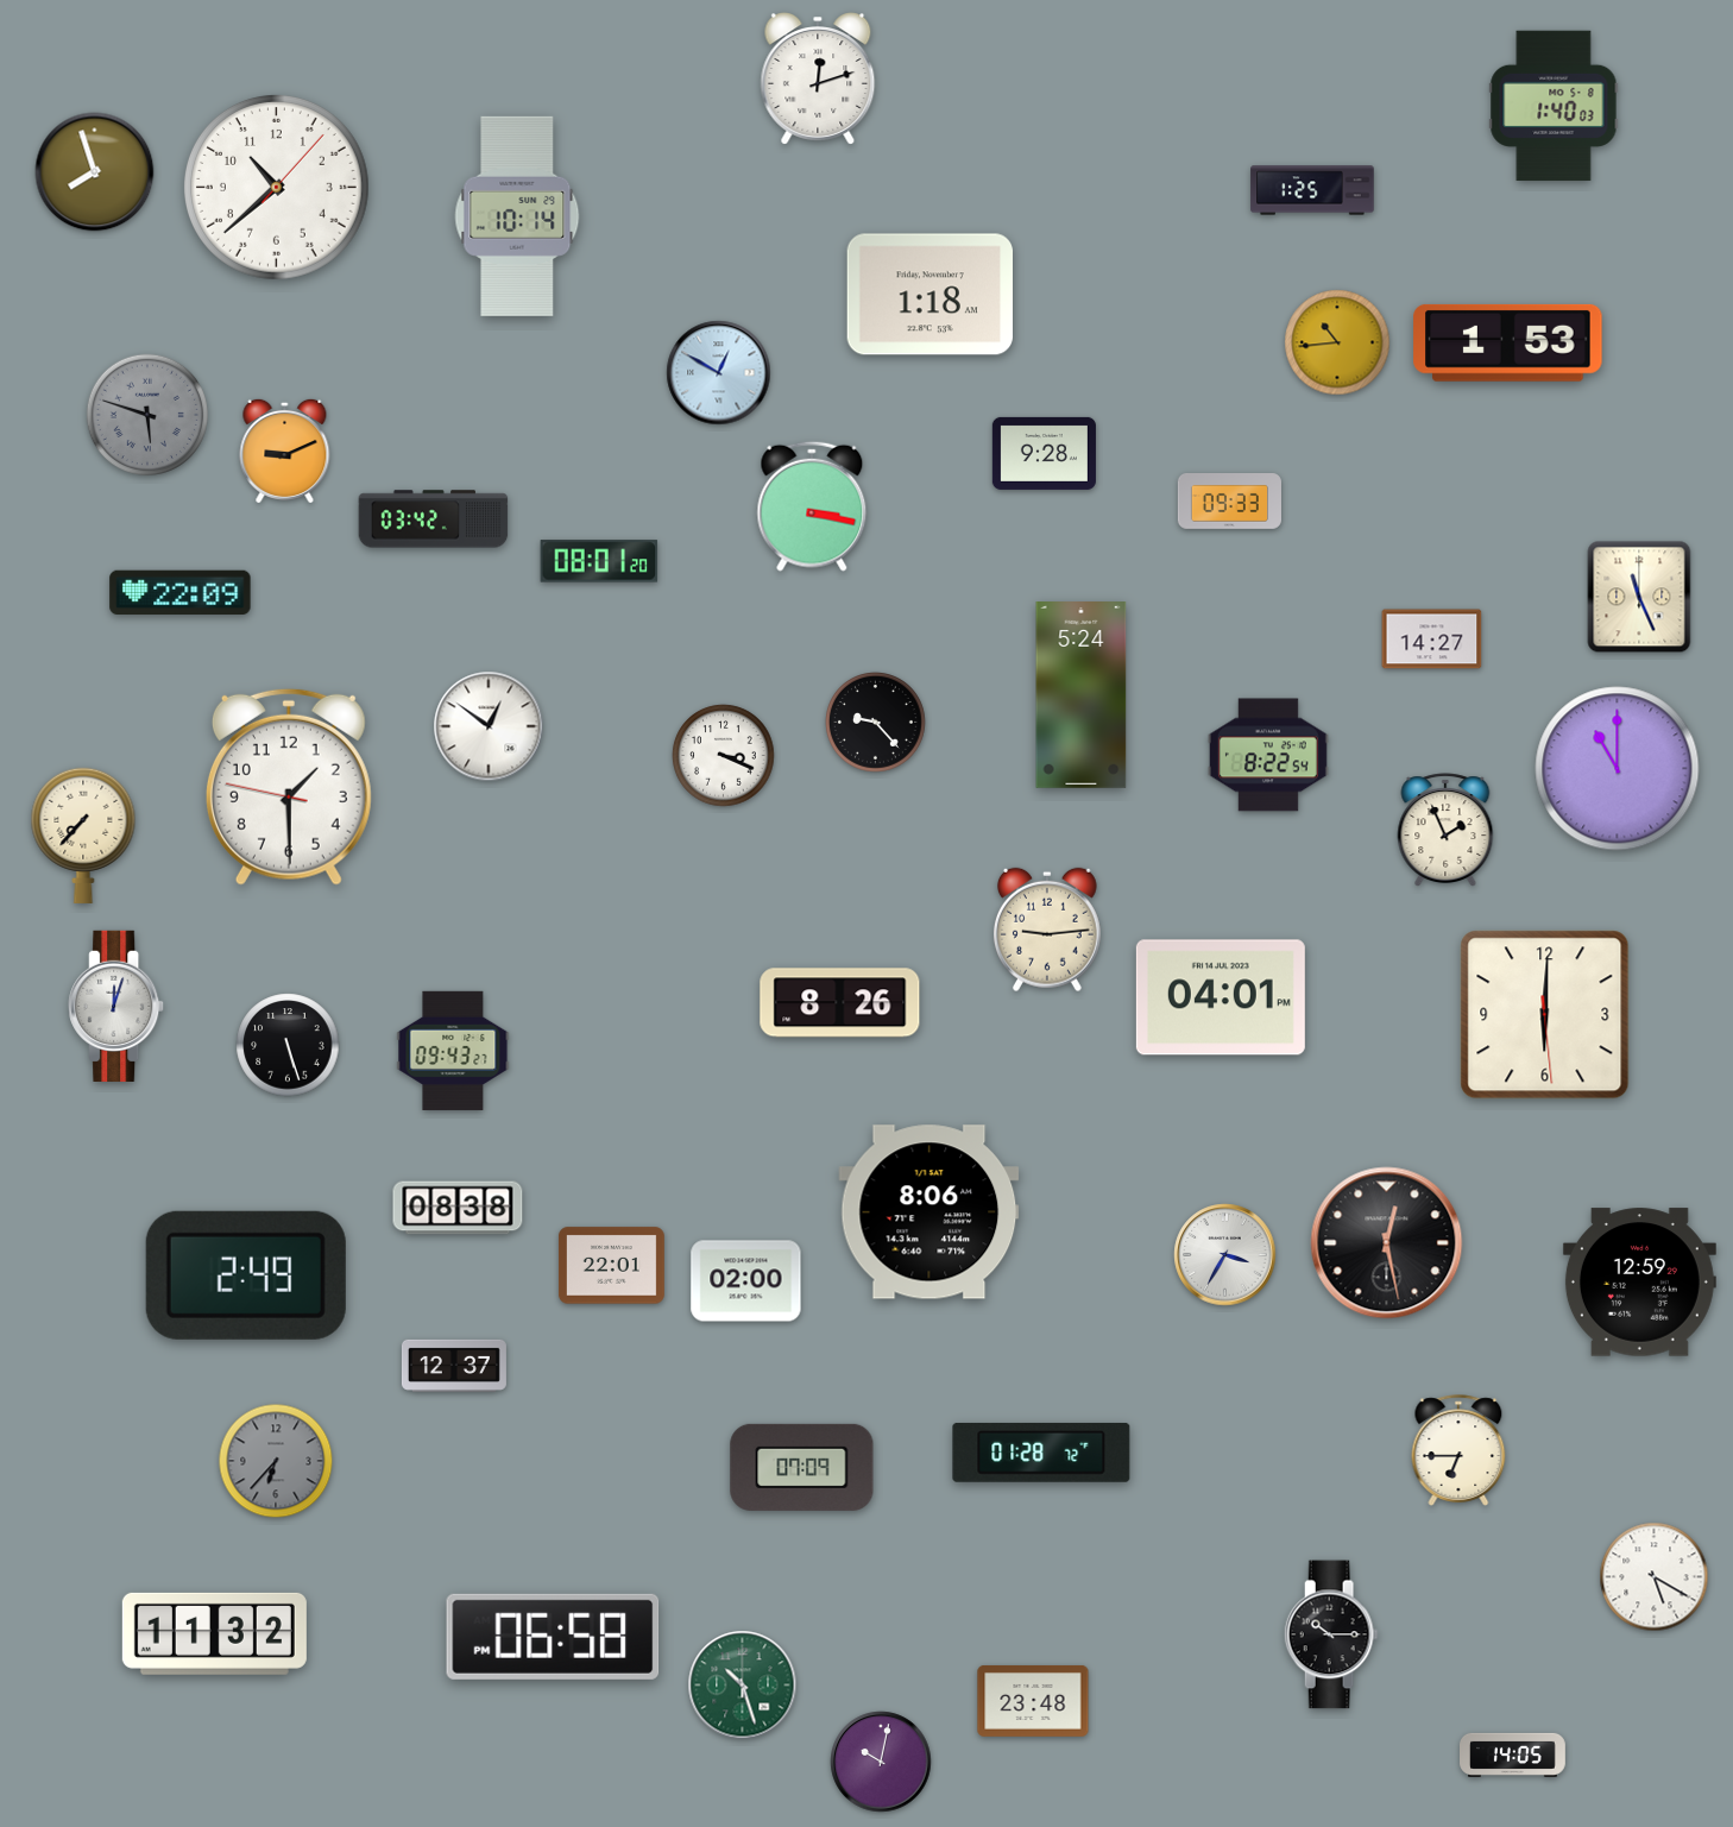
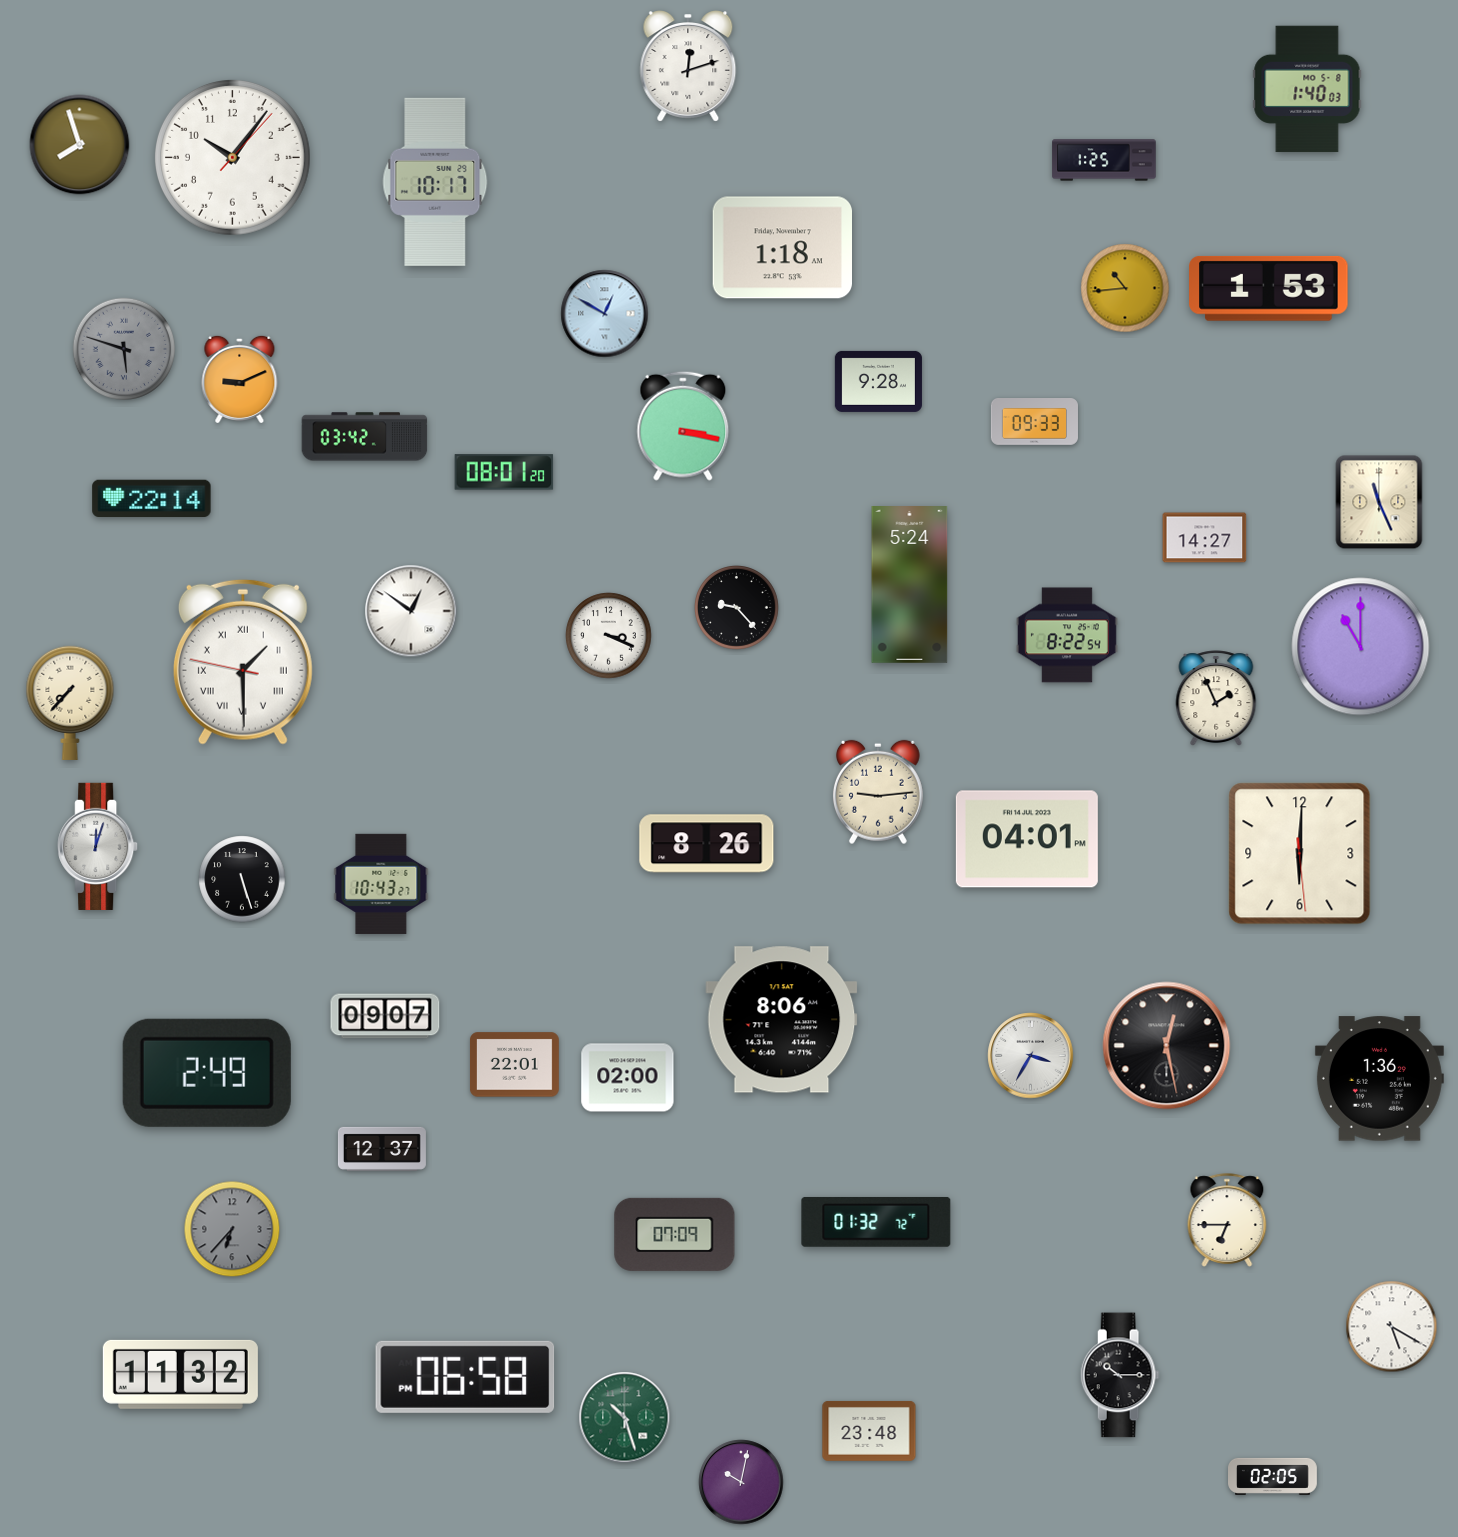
clock at (277, 188): 10:38 -> 10:06
clock at (517, 216): 10:14 -> 10:17
clock at (181, 592): 22:09 -> 22:14
clock at (289, 787) numerals: Arabic -> Roman
clock at (1047, 930) position: (1047, 930) -> (878, 792)
clock at (453, 1051): 09:43 -> 10:43
clock at (458, 1208): 08:38 -> 09:07
clock at (1639, 1283): 12:59 -> 1:36
clock at (1041, 1453): 01:28 -> 01:32
clock at (1513, 1754): 14:05 -> 02:05
